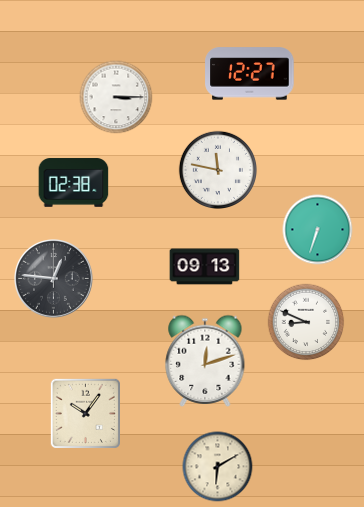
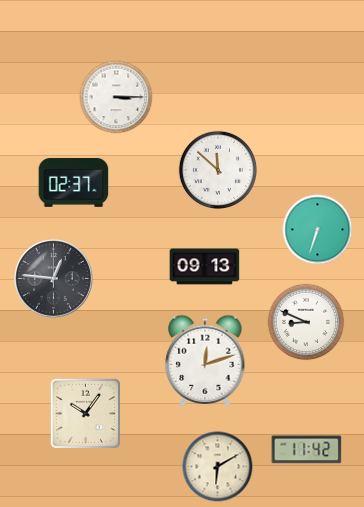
clock at (250, 74): 12:27 -> none
clock at (217, 169): 11:47 -> 11:52
clock at (74, 183): 02:38 -> 02:37
clock at (307, 450): none -> 11:42
